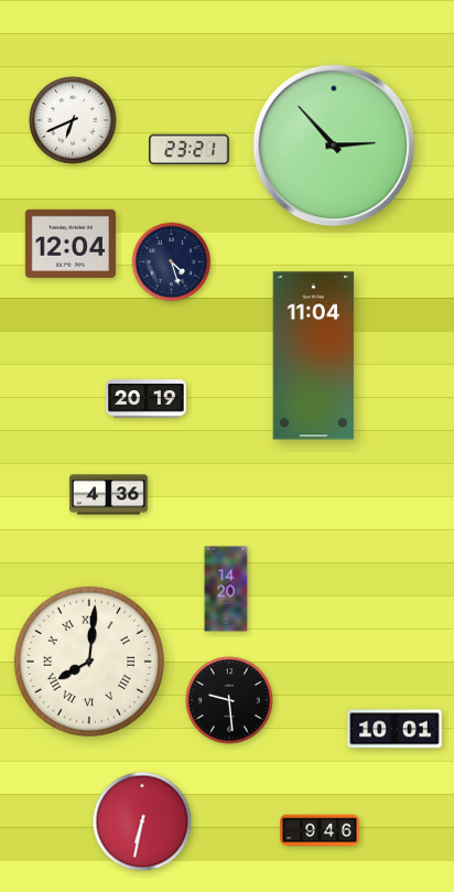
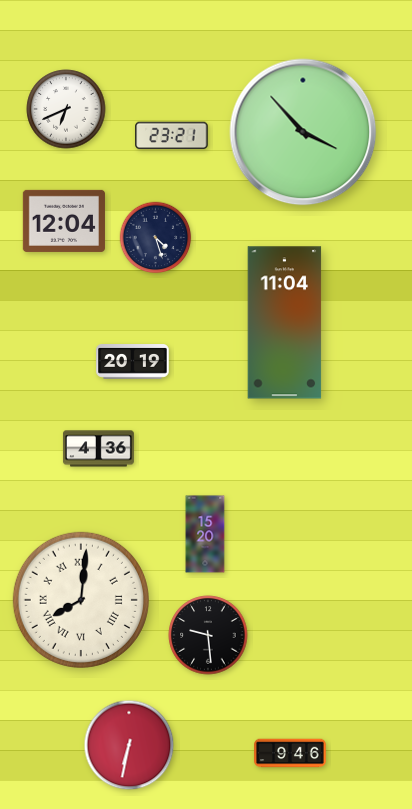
clock at (334, 146): 2:53 -> 3:53
clock at (226, 589): 14:20 -> 15:20
clock at (394, 729): 10:01 -> none
